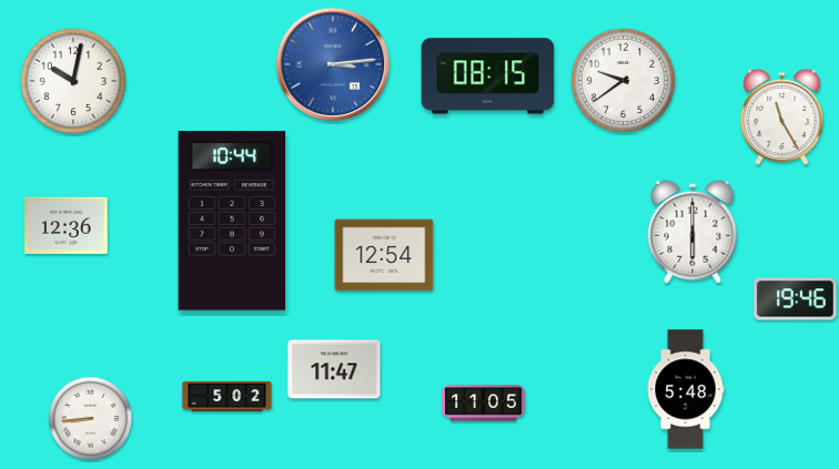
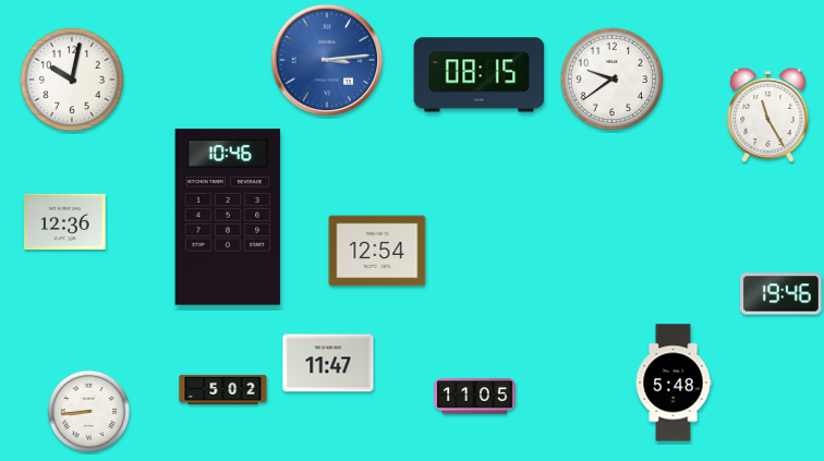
clock at (333, 64) position: (333, 64) -> (327, 60)
clock at (232, 221): 10:44 -> 10:46
clock at (693, 232): 6:00 -> none
